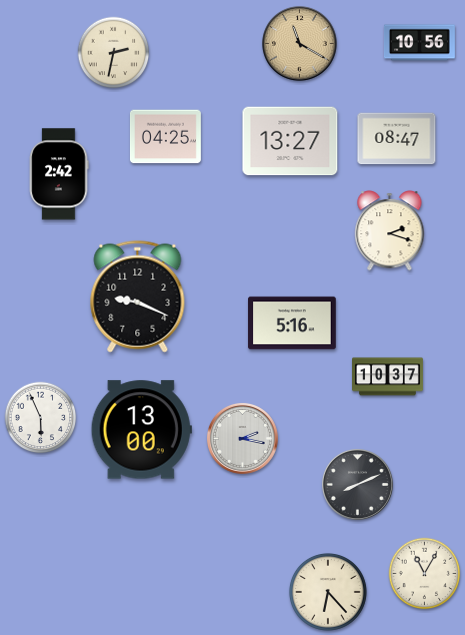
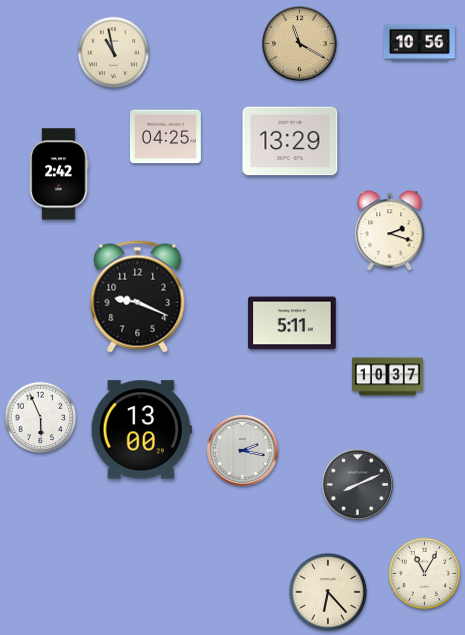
clock at (114, 53): 2:32 -> 10:58
clock at (397, 139): 08:47 -> none
clock at (290, 141): 13:27 -> 13:29
clock at (292, 323): 5:16 -> 5:11
clock at (242, 438) position: (242, 438) -> (242, 450)
